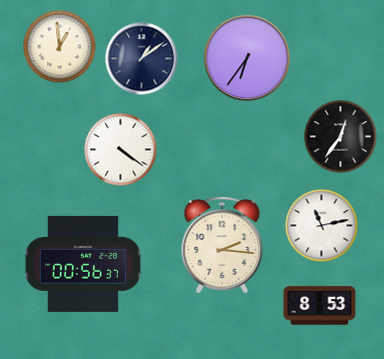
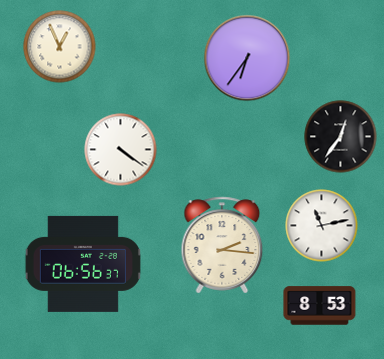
clock at (60, 47): 12:59 -> 12:56
clock at (142, 59): 1:09 -> none
clock at (83, 264): 00:56 -> 06:56
